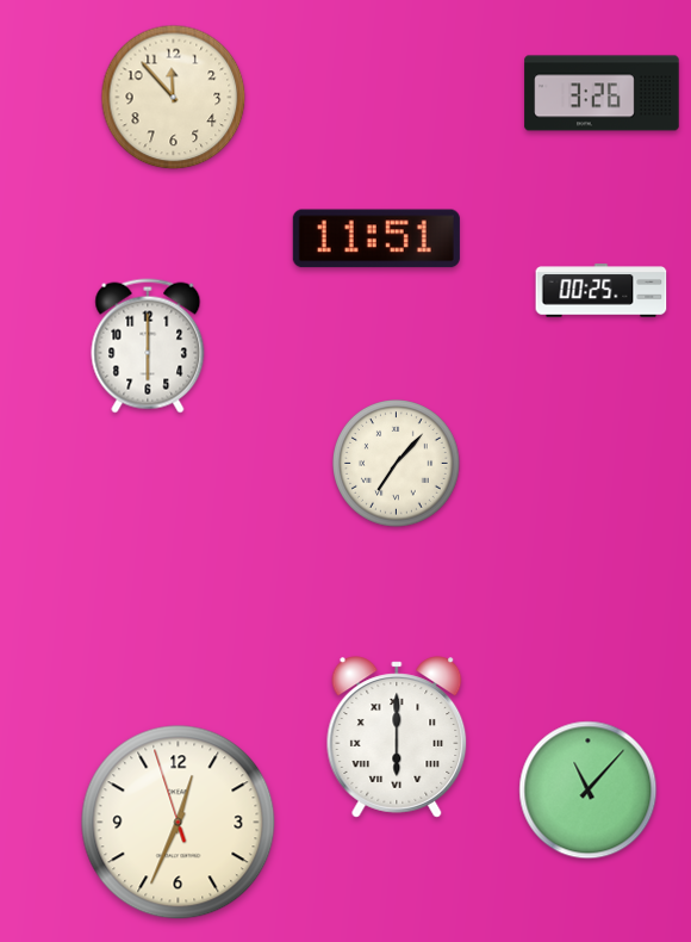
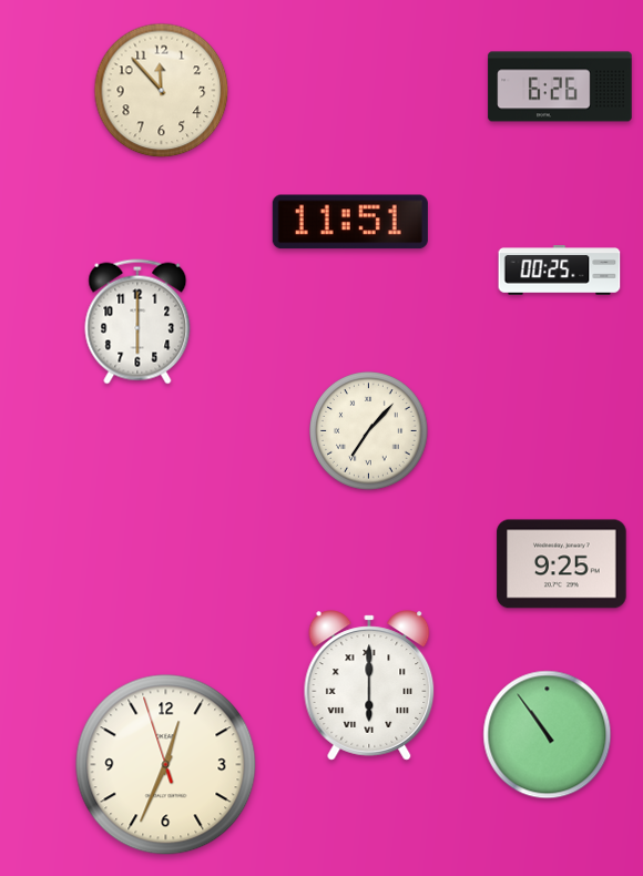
clock at (602, 93): 3:26 -> 6:26
clock at (562, 564): none -> 9:25
clock at (589, 791): 11:07 -> 10:54
